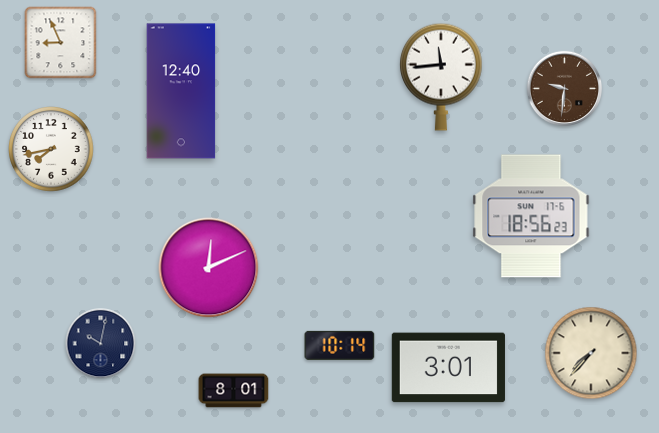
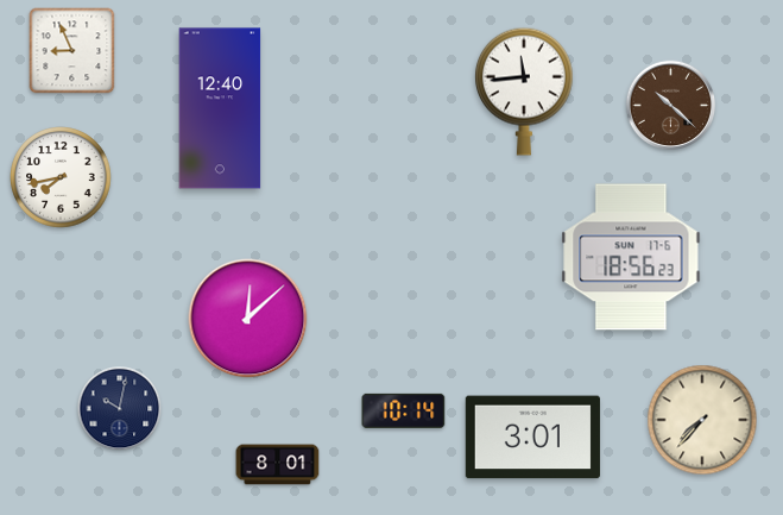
clock at (565, 89): 9:31 -> 10:22
clock at (181, 91) position: (181, 91) -> (220, 108)
clock at (209, 268): 12:11 -> 12:08
